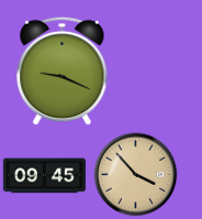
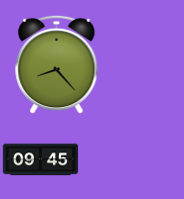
clock at (63, 72): 9:19 -> 8:23
clock at (136, 175): 3:53 -> none
